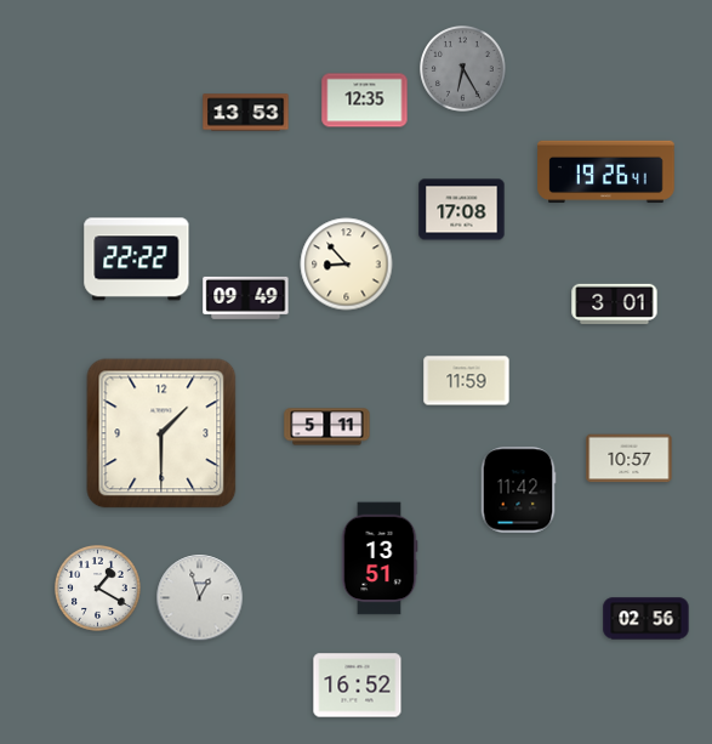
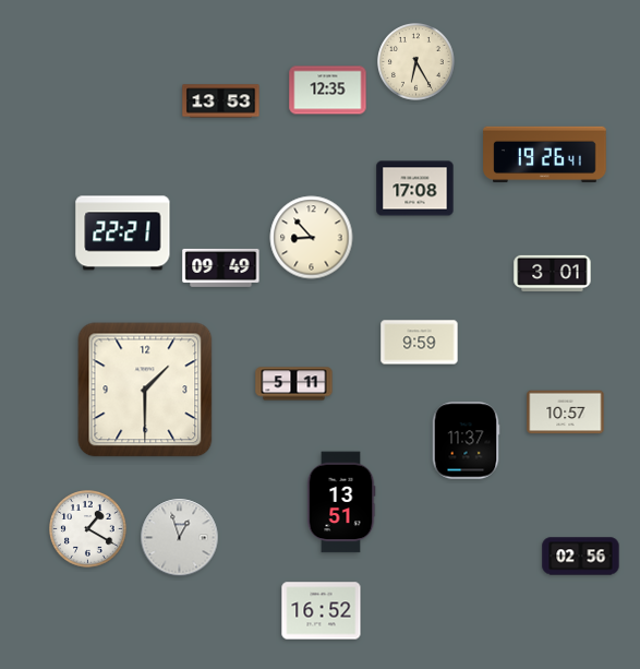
clock at (463, 69) dial: grey -> cream
clock at (137, 260): 22:22 -> 22:21
clock at (467, 381): 11:59 -> 9:59
clock at (518, 490): 11:42 -> 11:37
clock at (358, 686) position: (358, 686) -> (322, 611)
